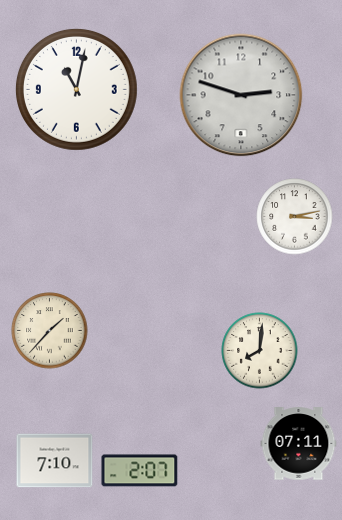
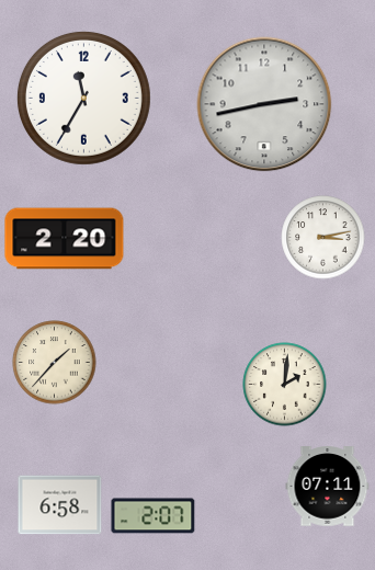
clock at (76, 89): 11:02 -> 11:35
clock at (241, 95): 2:48 -> 2:43
clock at (65, 239): none -> 2:20
clock at (260, 351): 8:01 -> 2:01
clock at (55, 461): 7:10 -> 6:58
